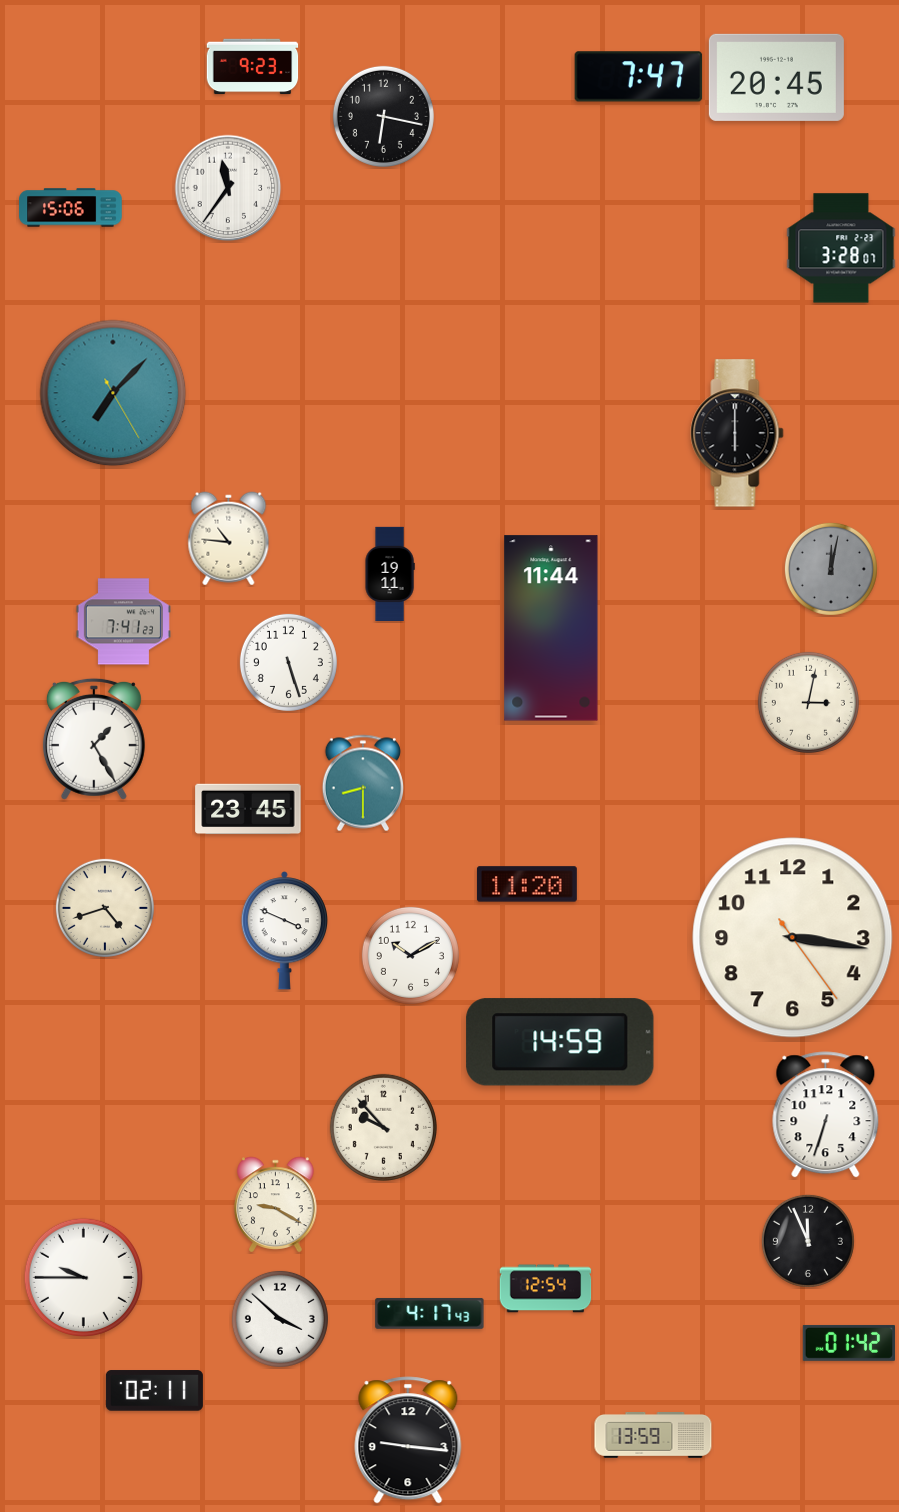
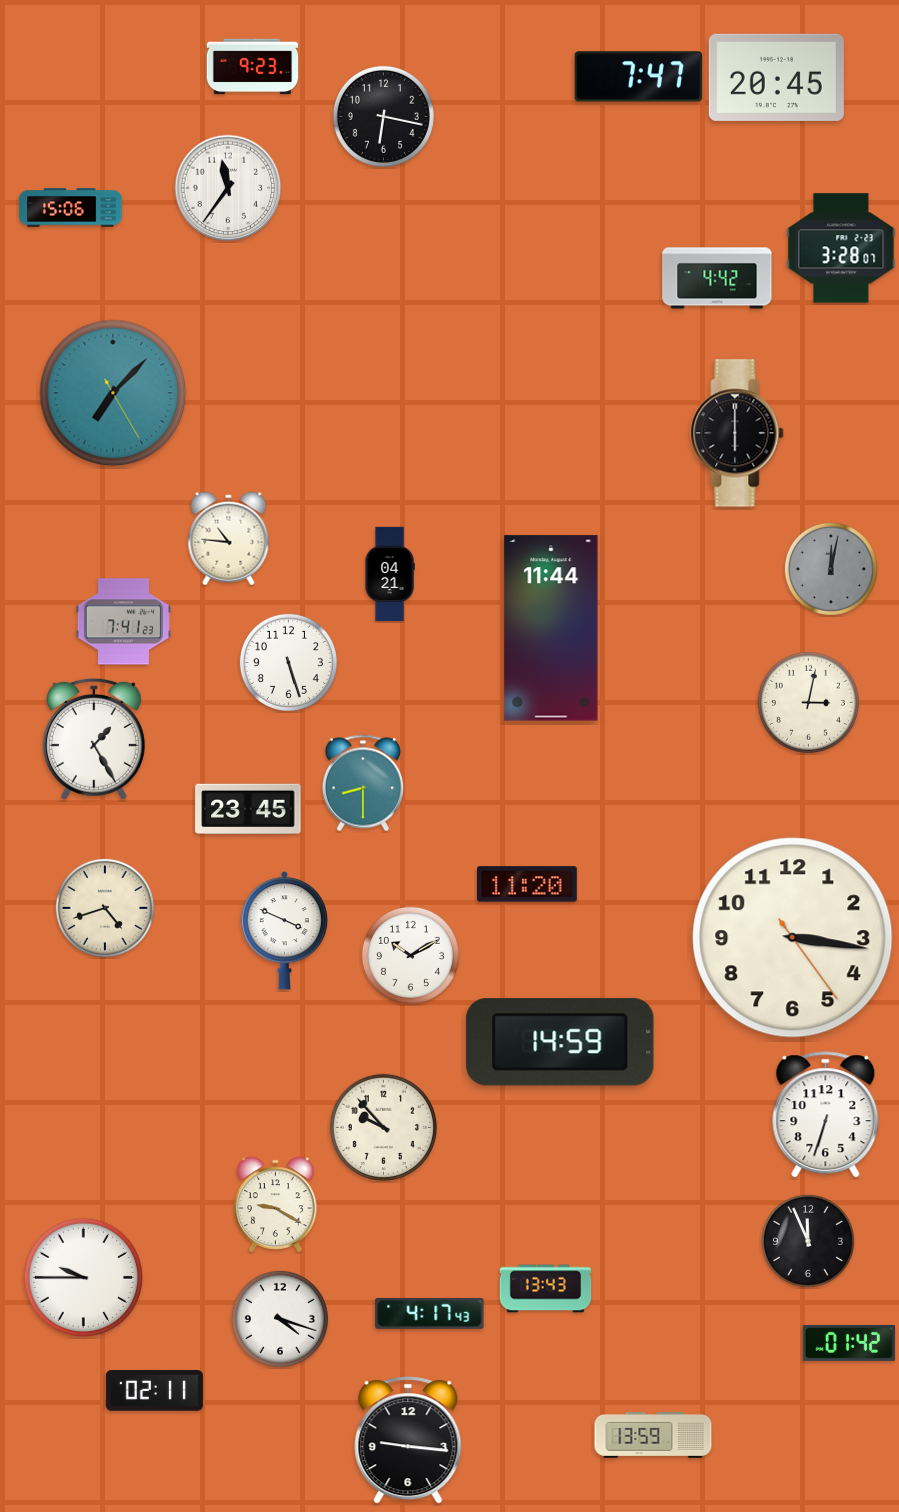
clock at (717, 278): none -> 4:42
clock at (390, 573): 19:11 -> 04:21
clock at (546, 1289): 12:54 -> 13:43
clock at (280, 1319): 3:52 -> 4:18
